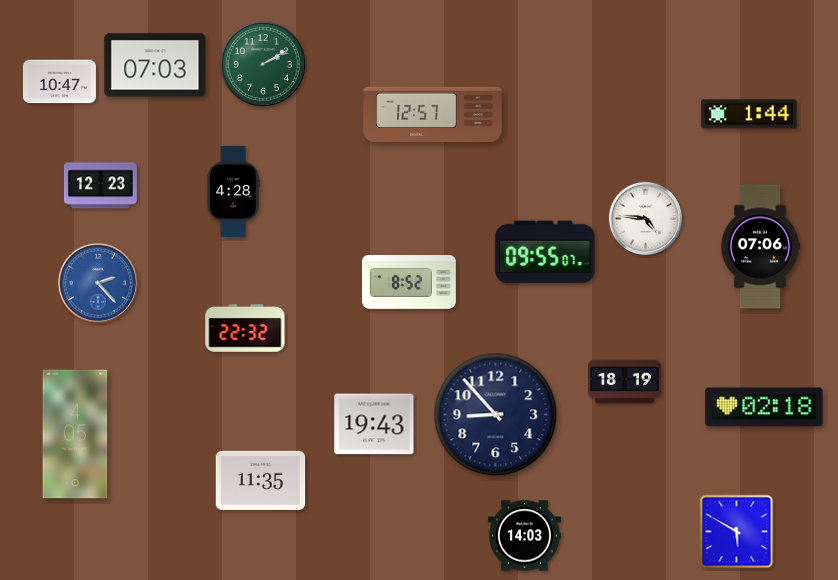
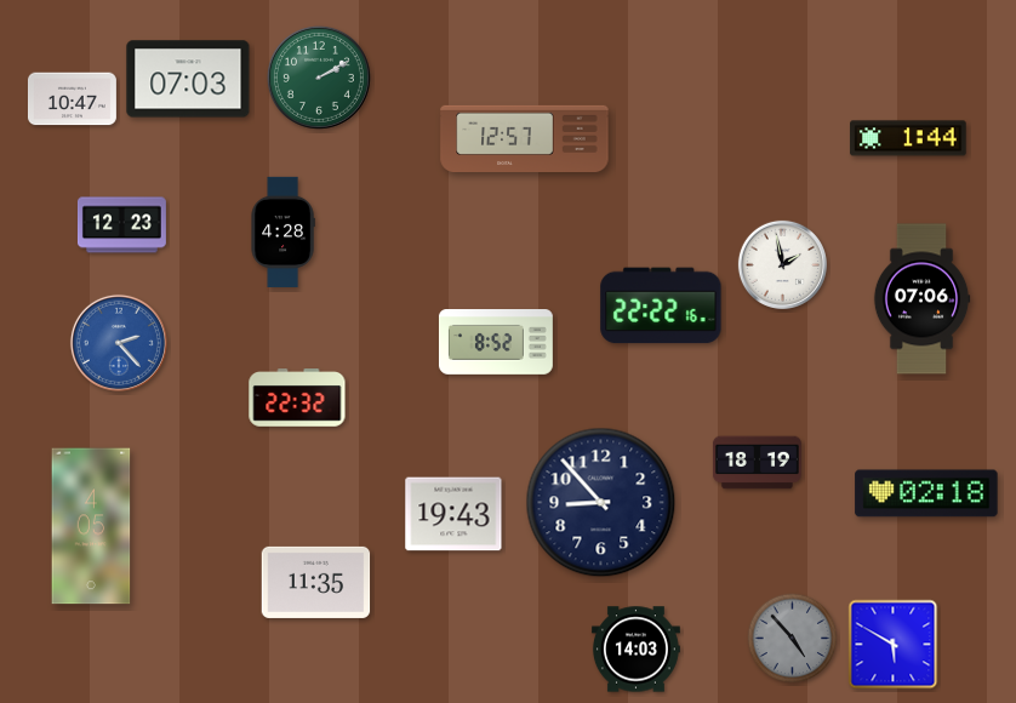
clock at (645, 218): 4:46 -> 1:58
clock at (545, 252): 09:55 -> 22:22
clock at (793, 639): none -> 4:53
